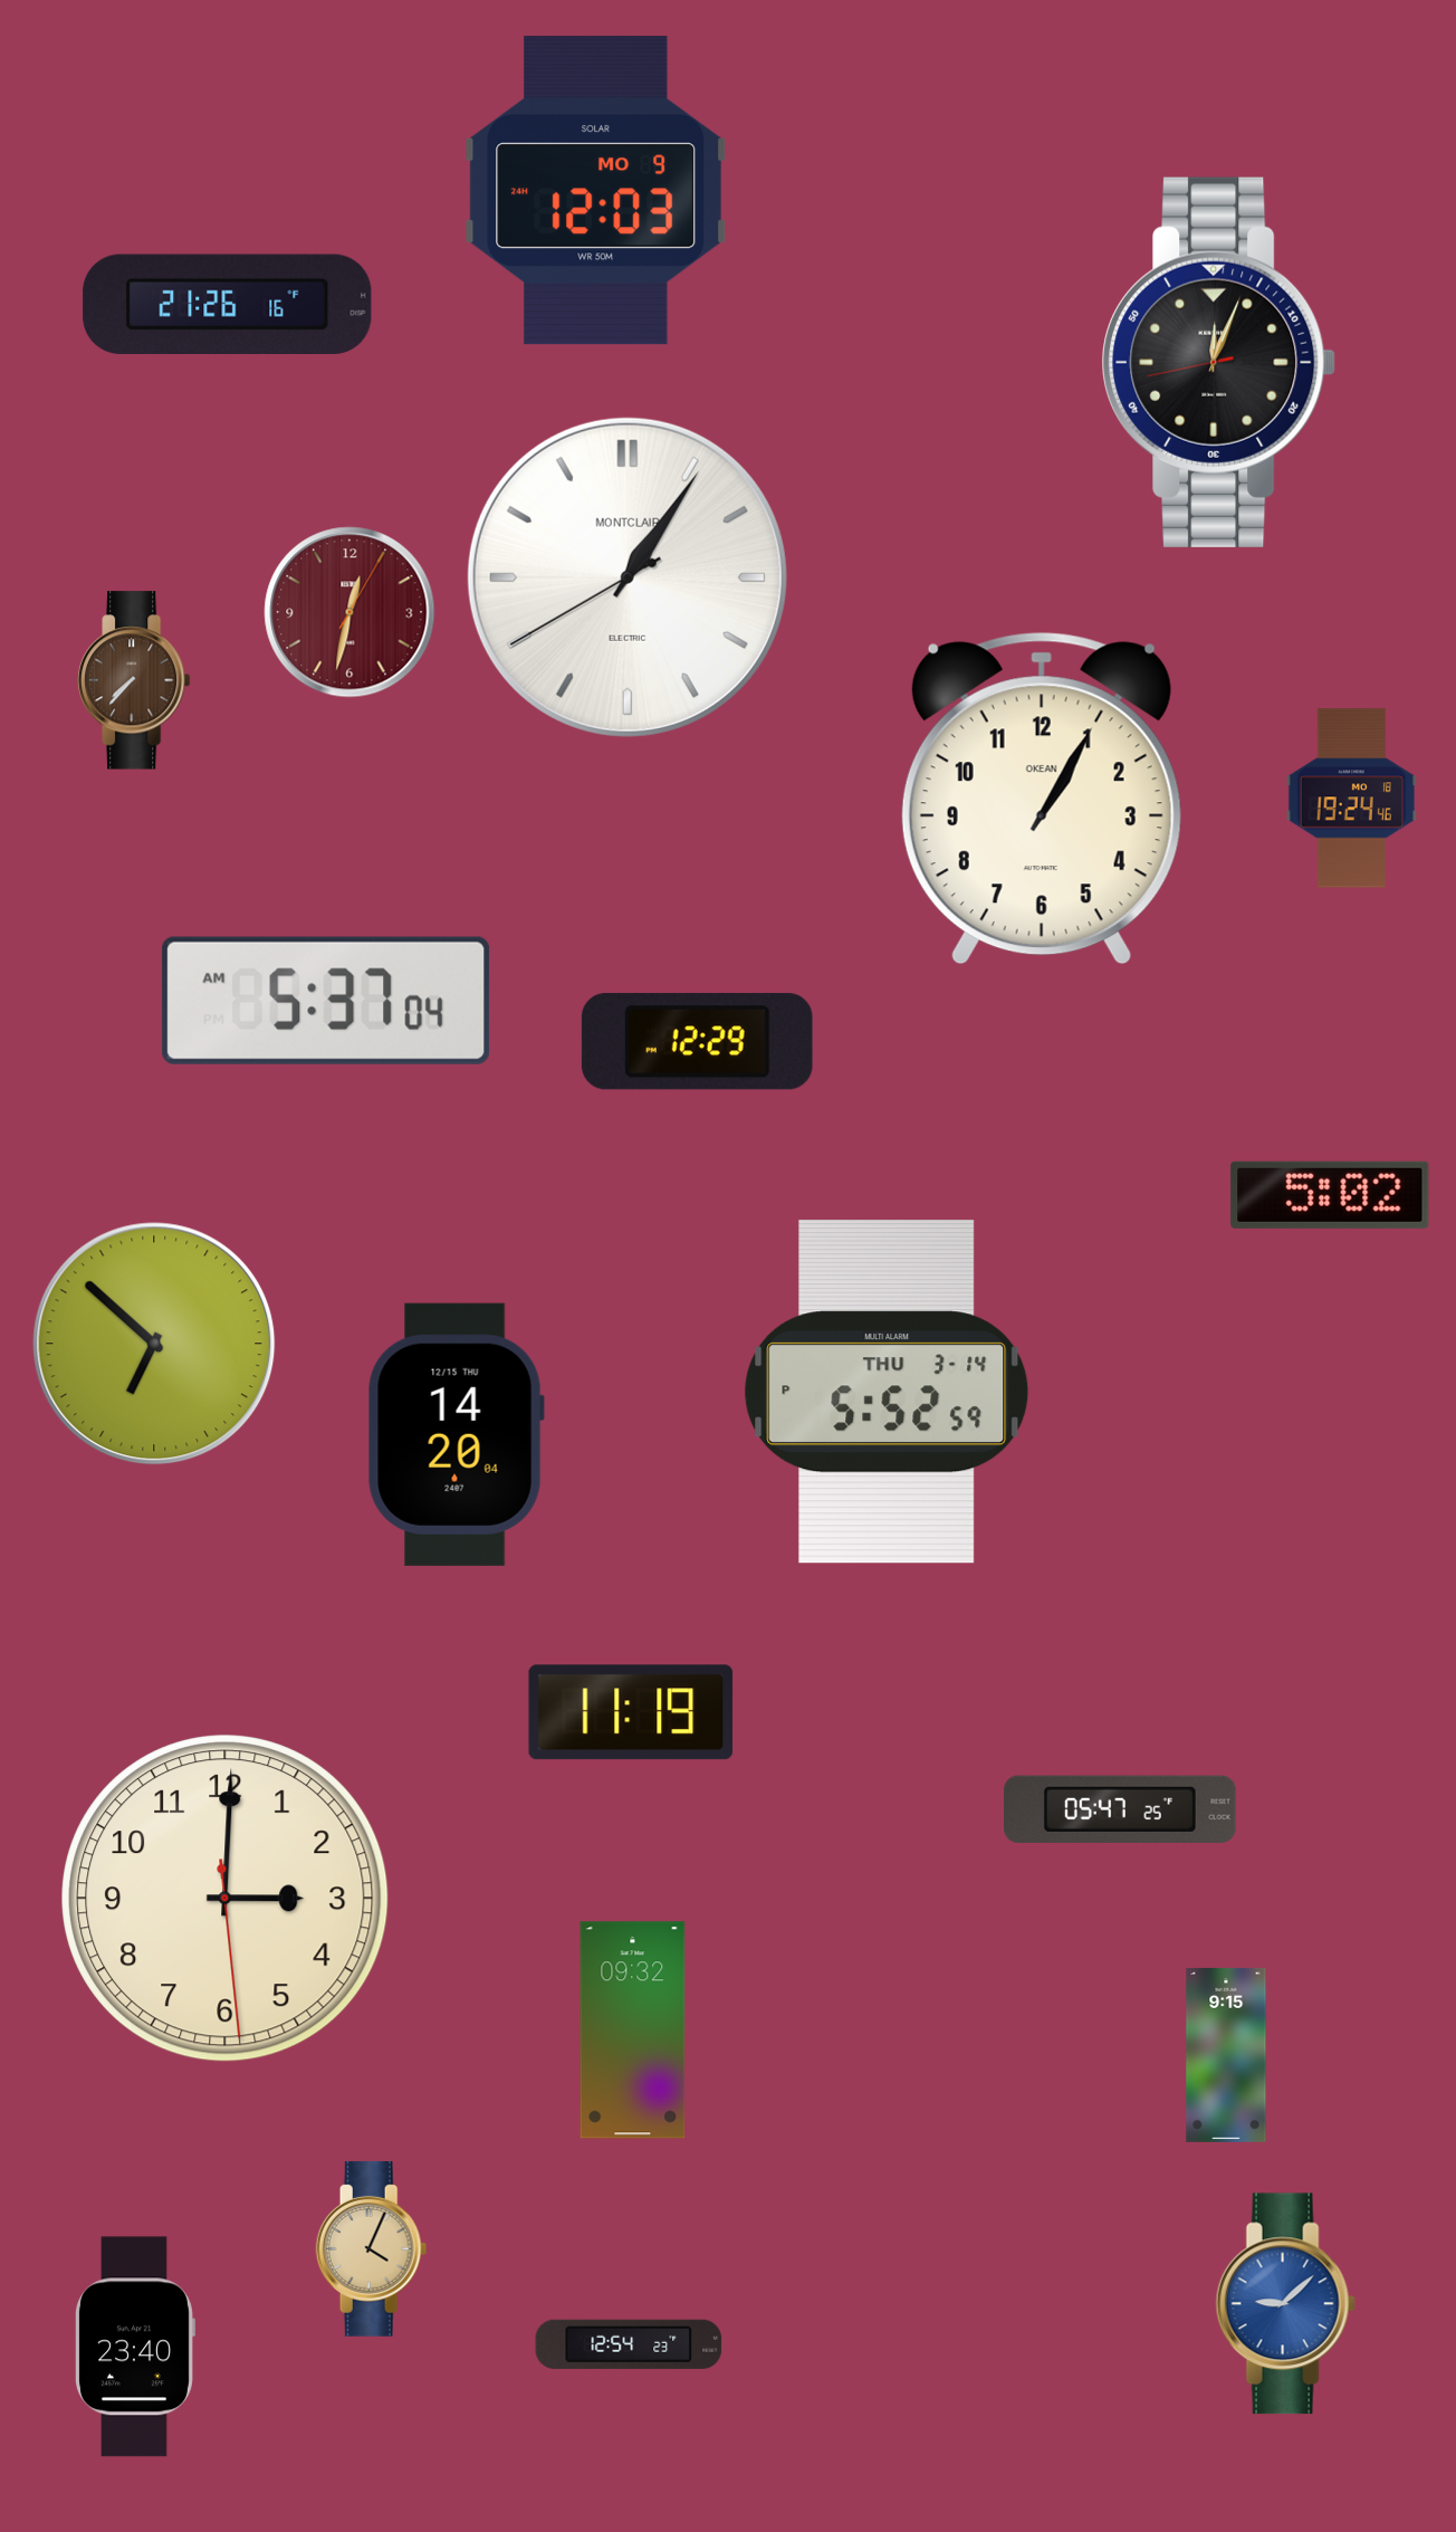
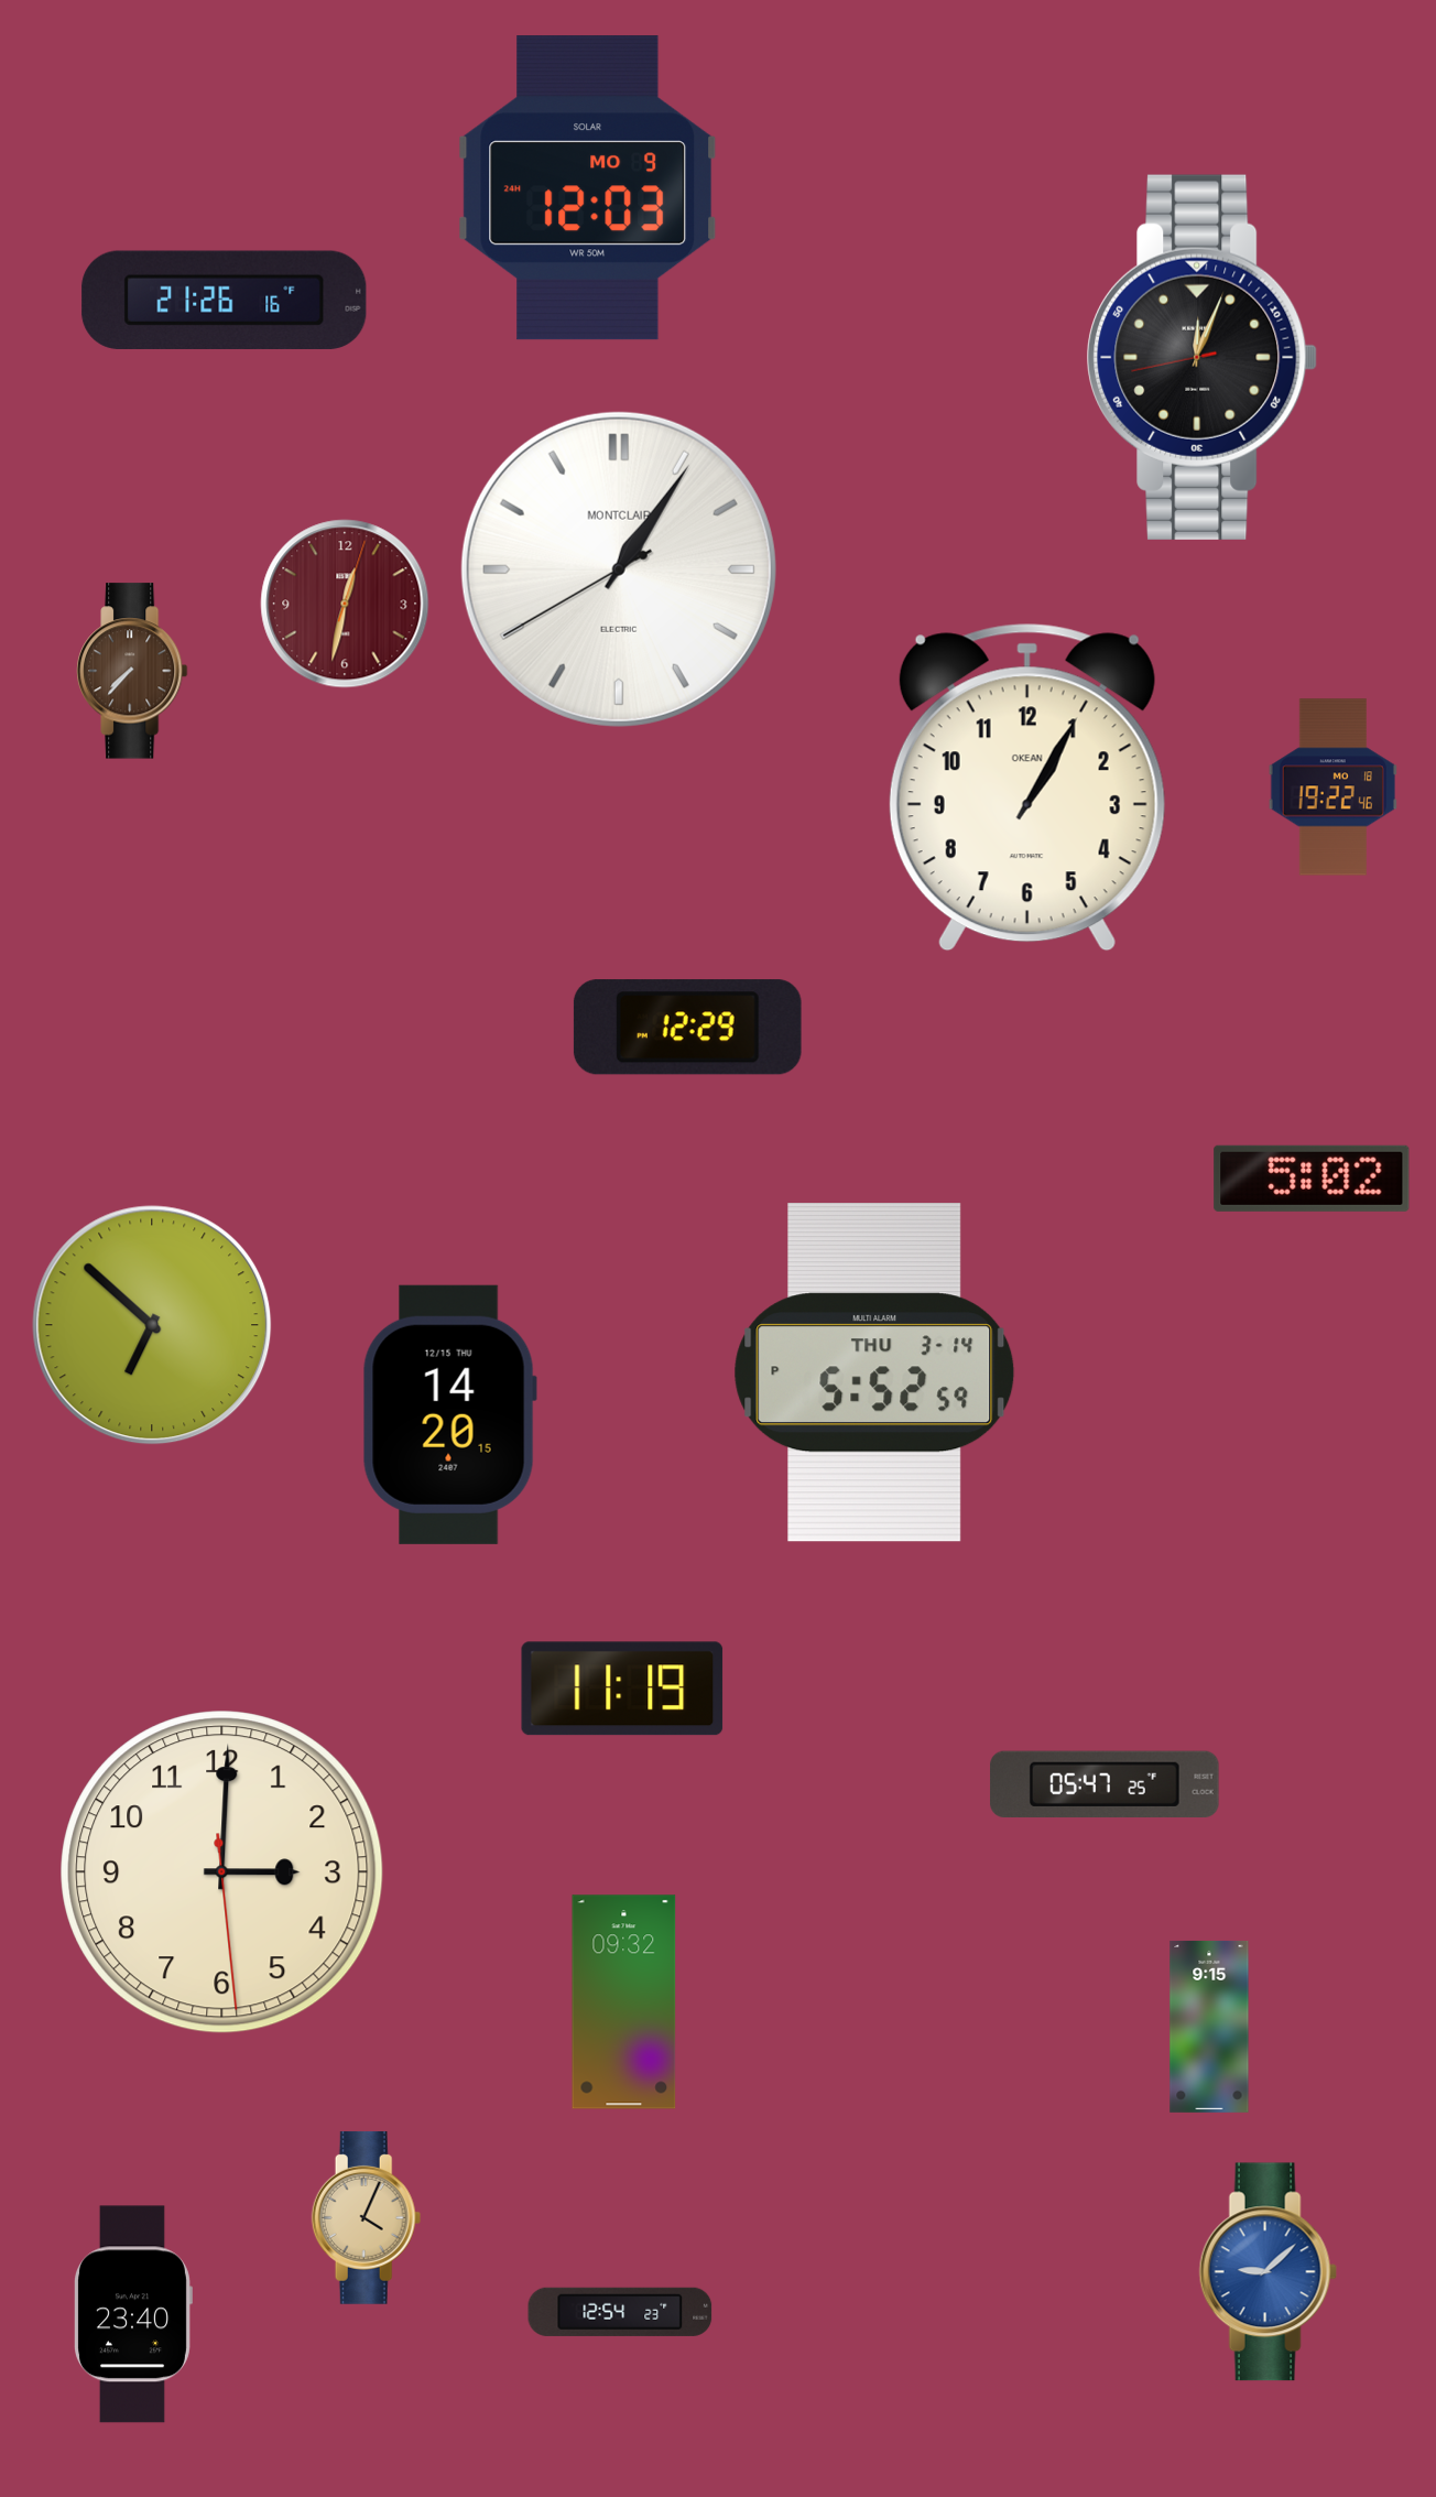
clock at (349, 612): 12:32:05 -> 12:32:03
clock at (1351, 799): 19:24 -> 19:22
clock at (326, 1001): 5:37 -> none
clock at (456, 1434): 14:20:04 -> 14:20:15
